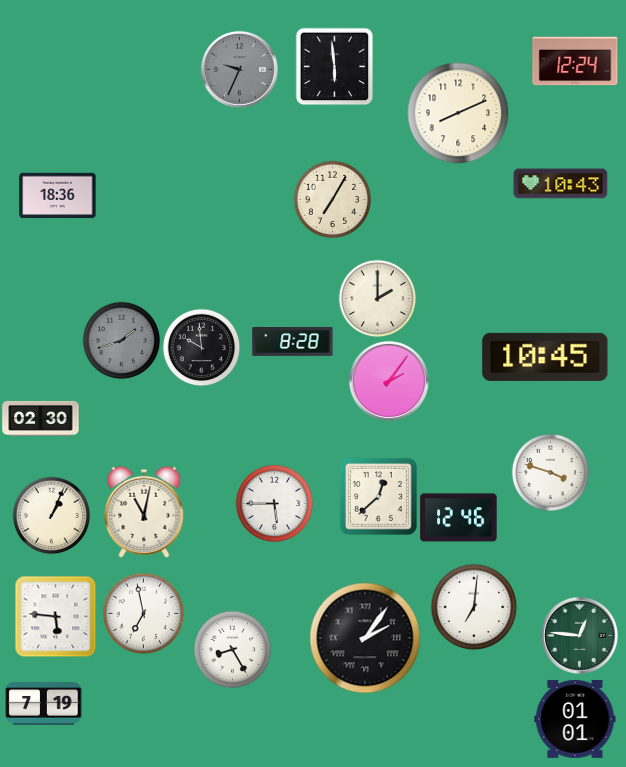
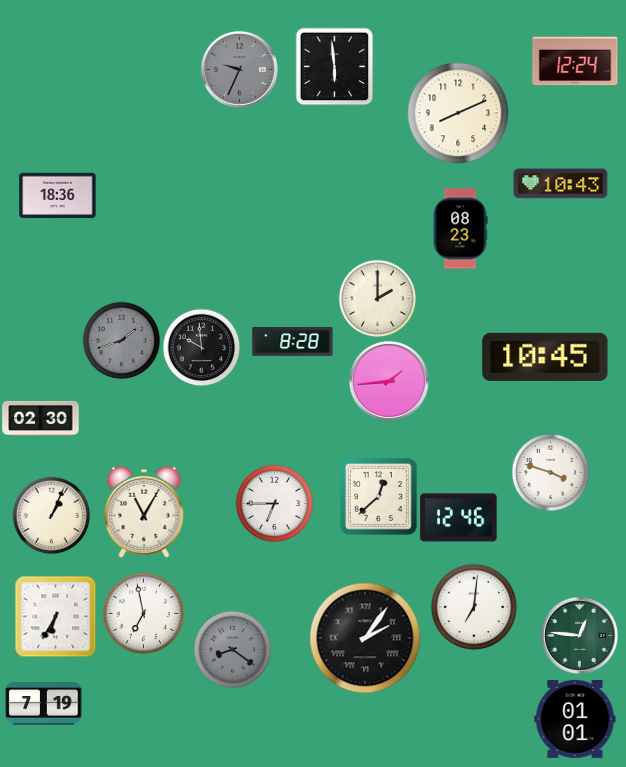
clock at (332, 199): 7:05 -> none
clock at (460, 229): none -> 08:23
clock at (389, 381): 2:06 -> 1:44
clock at (274, 503): 5:45 -> 6:45
clock at (144, 512): 11:02 -> 11:05
clock at (55, 616): 5:46 -> 6:35
clock at (232, 649): 8:25 -> 8:21
clock at (232, 649) dial: white -> grey
